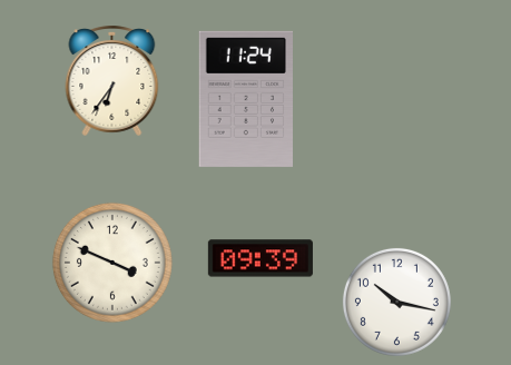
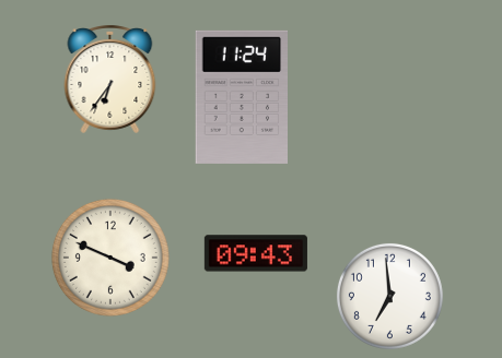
clock at (261, 258): 09:39 -> 09:43
clock at (396, 302): 10:17 -> 6:59
